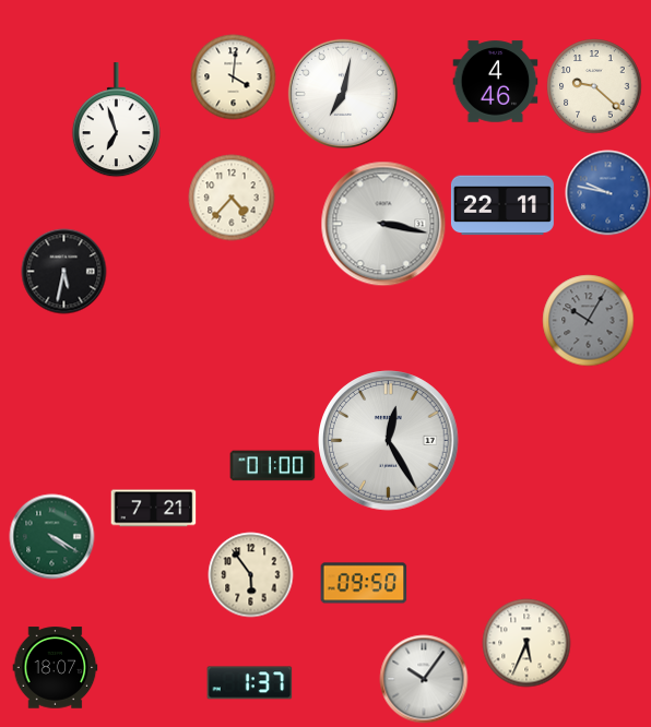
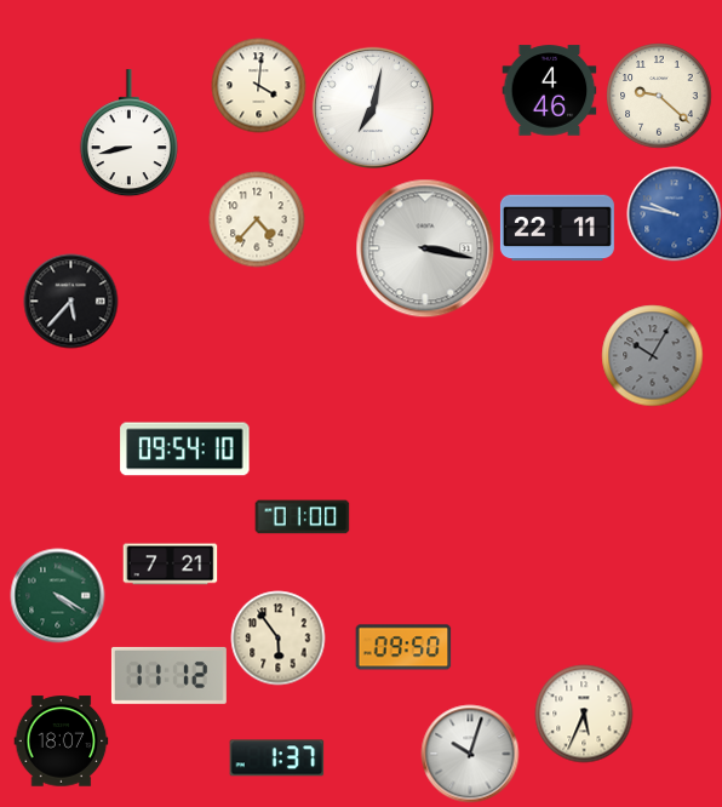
clock at (342, 93) position: (342, 93) -> (372, 107)
clock at (116, 120): 6:57 -> 8:43
clock at (63, 271): 5:32 -> 5:37
clock at (185, 450): none -> 09:54
clock at (389, 441): 12:25 -> none
clock at (168, 675): none -> 11:12
clock at (424, 679): 10:06 -> 10:03
